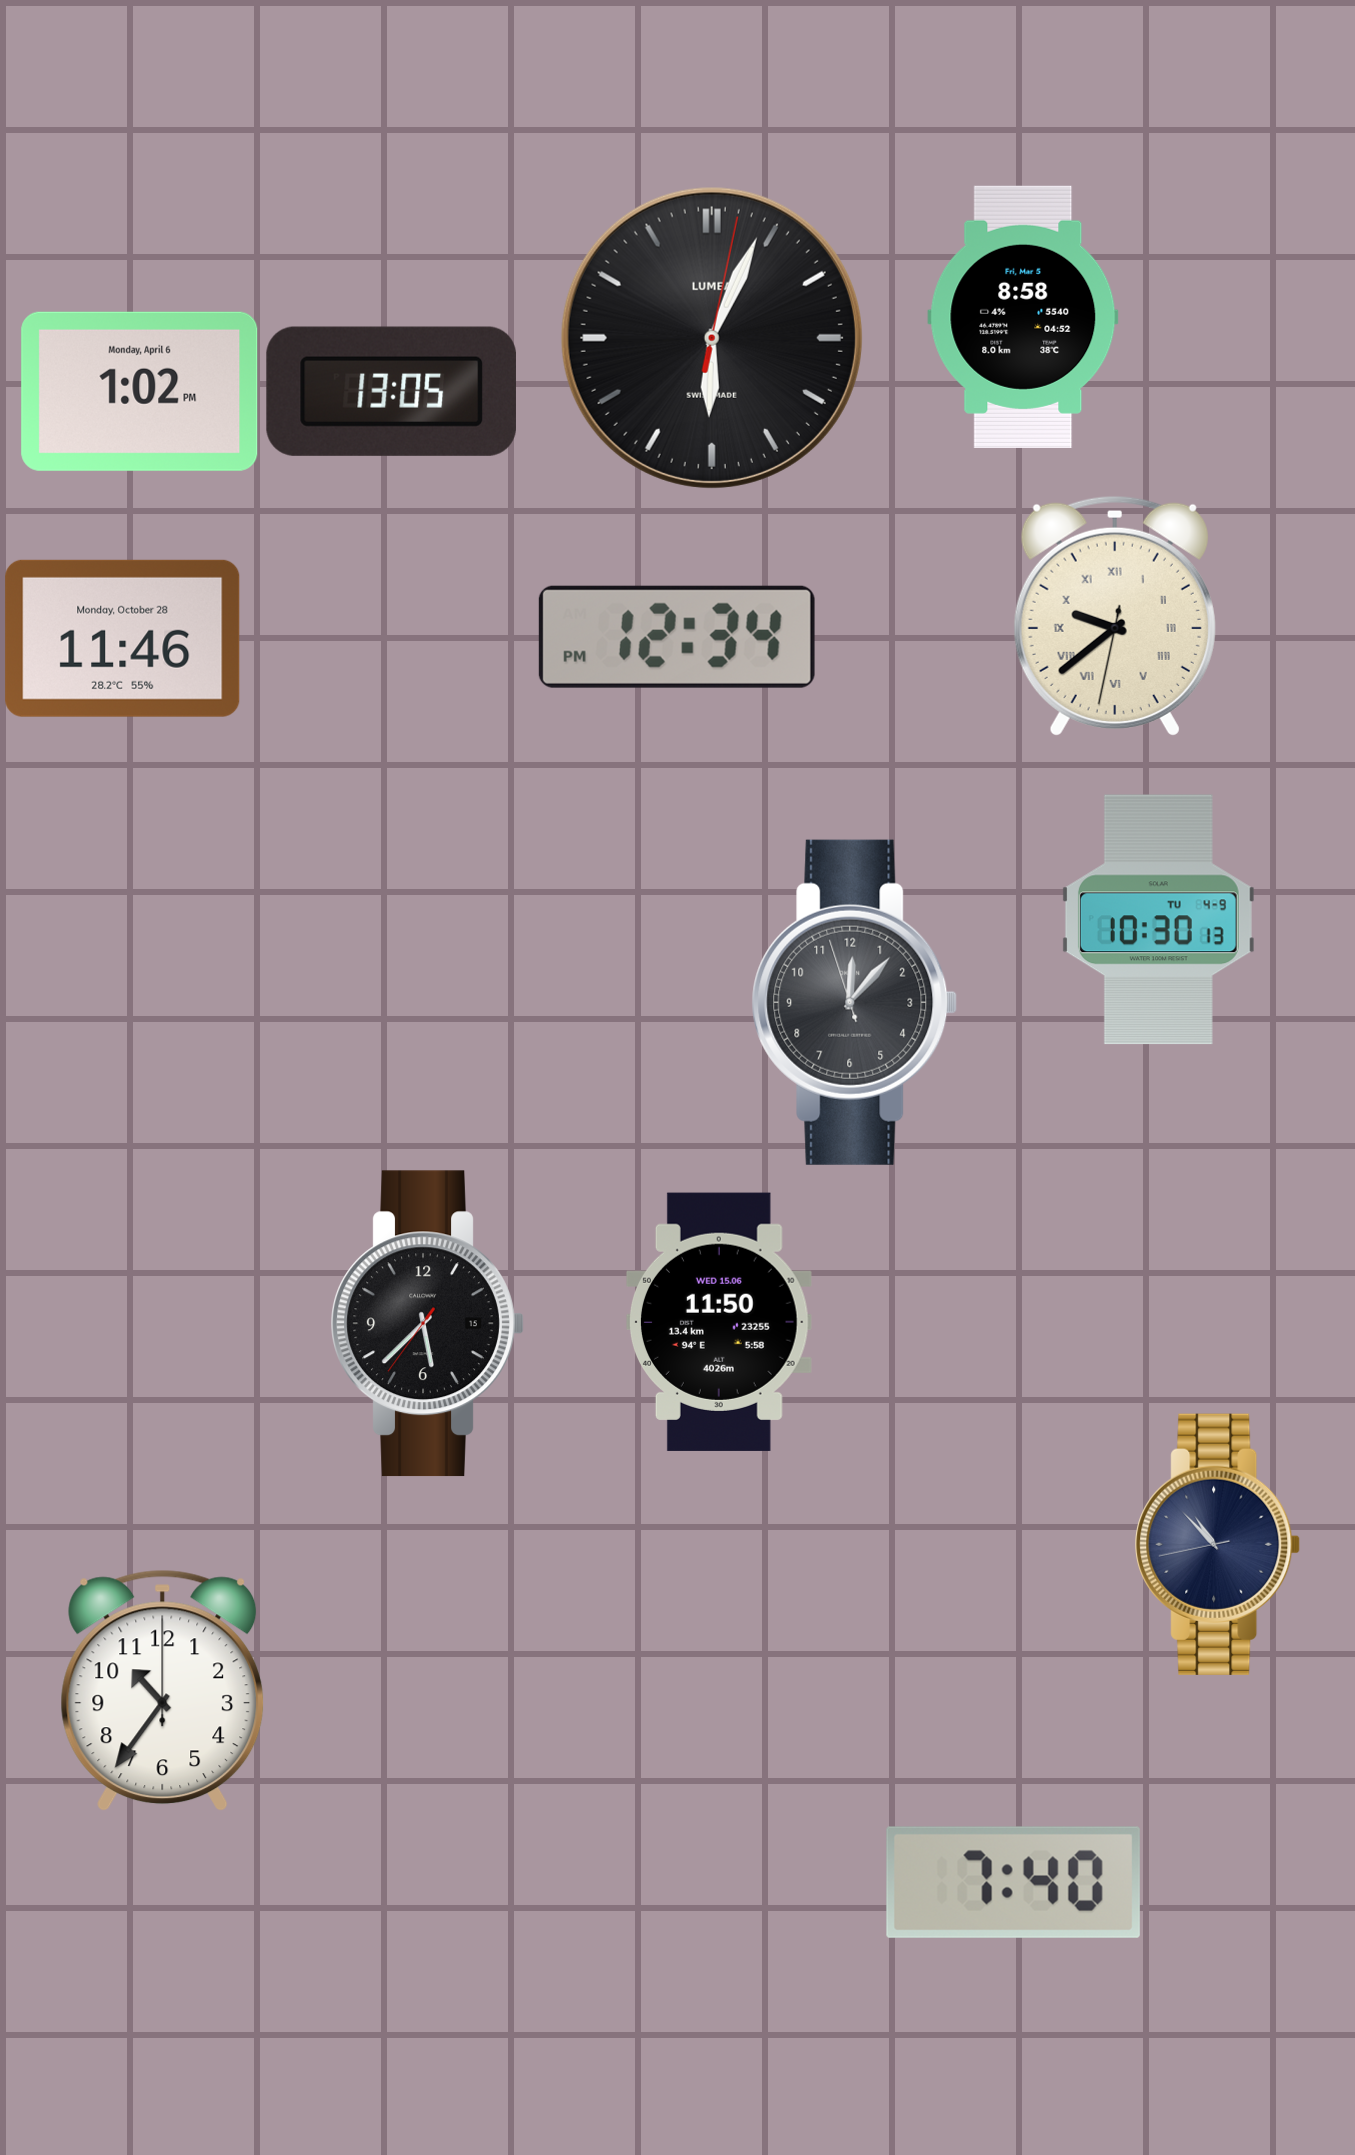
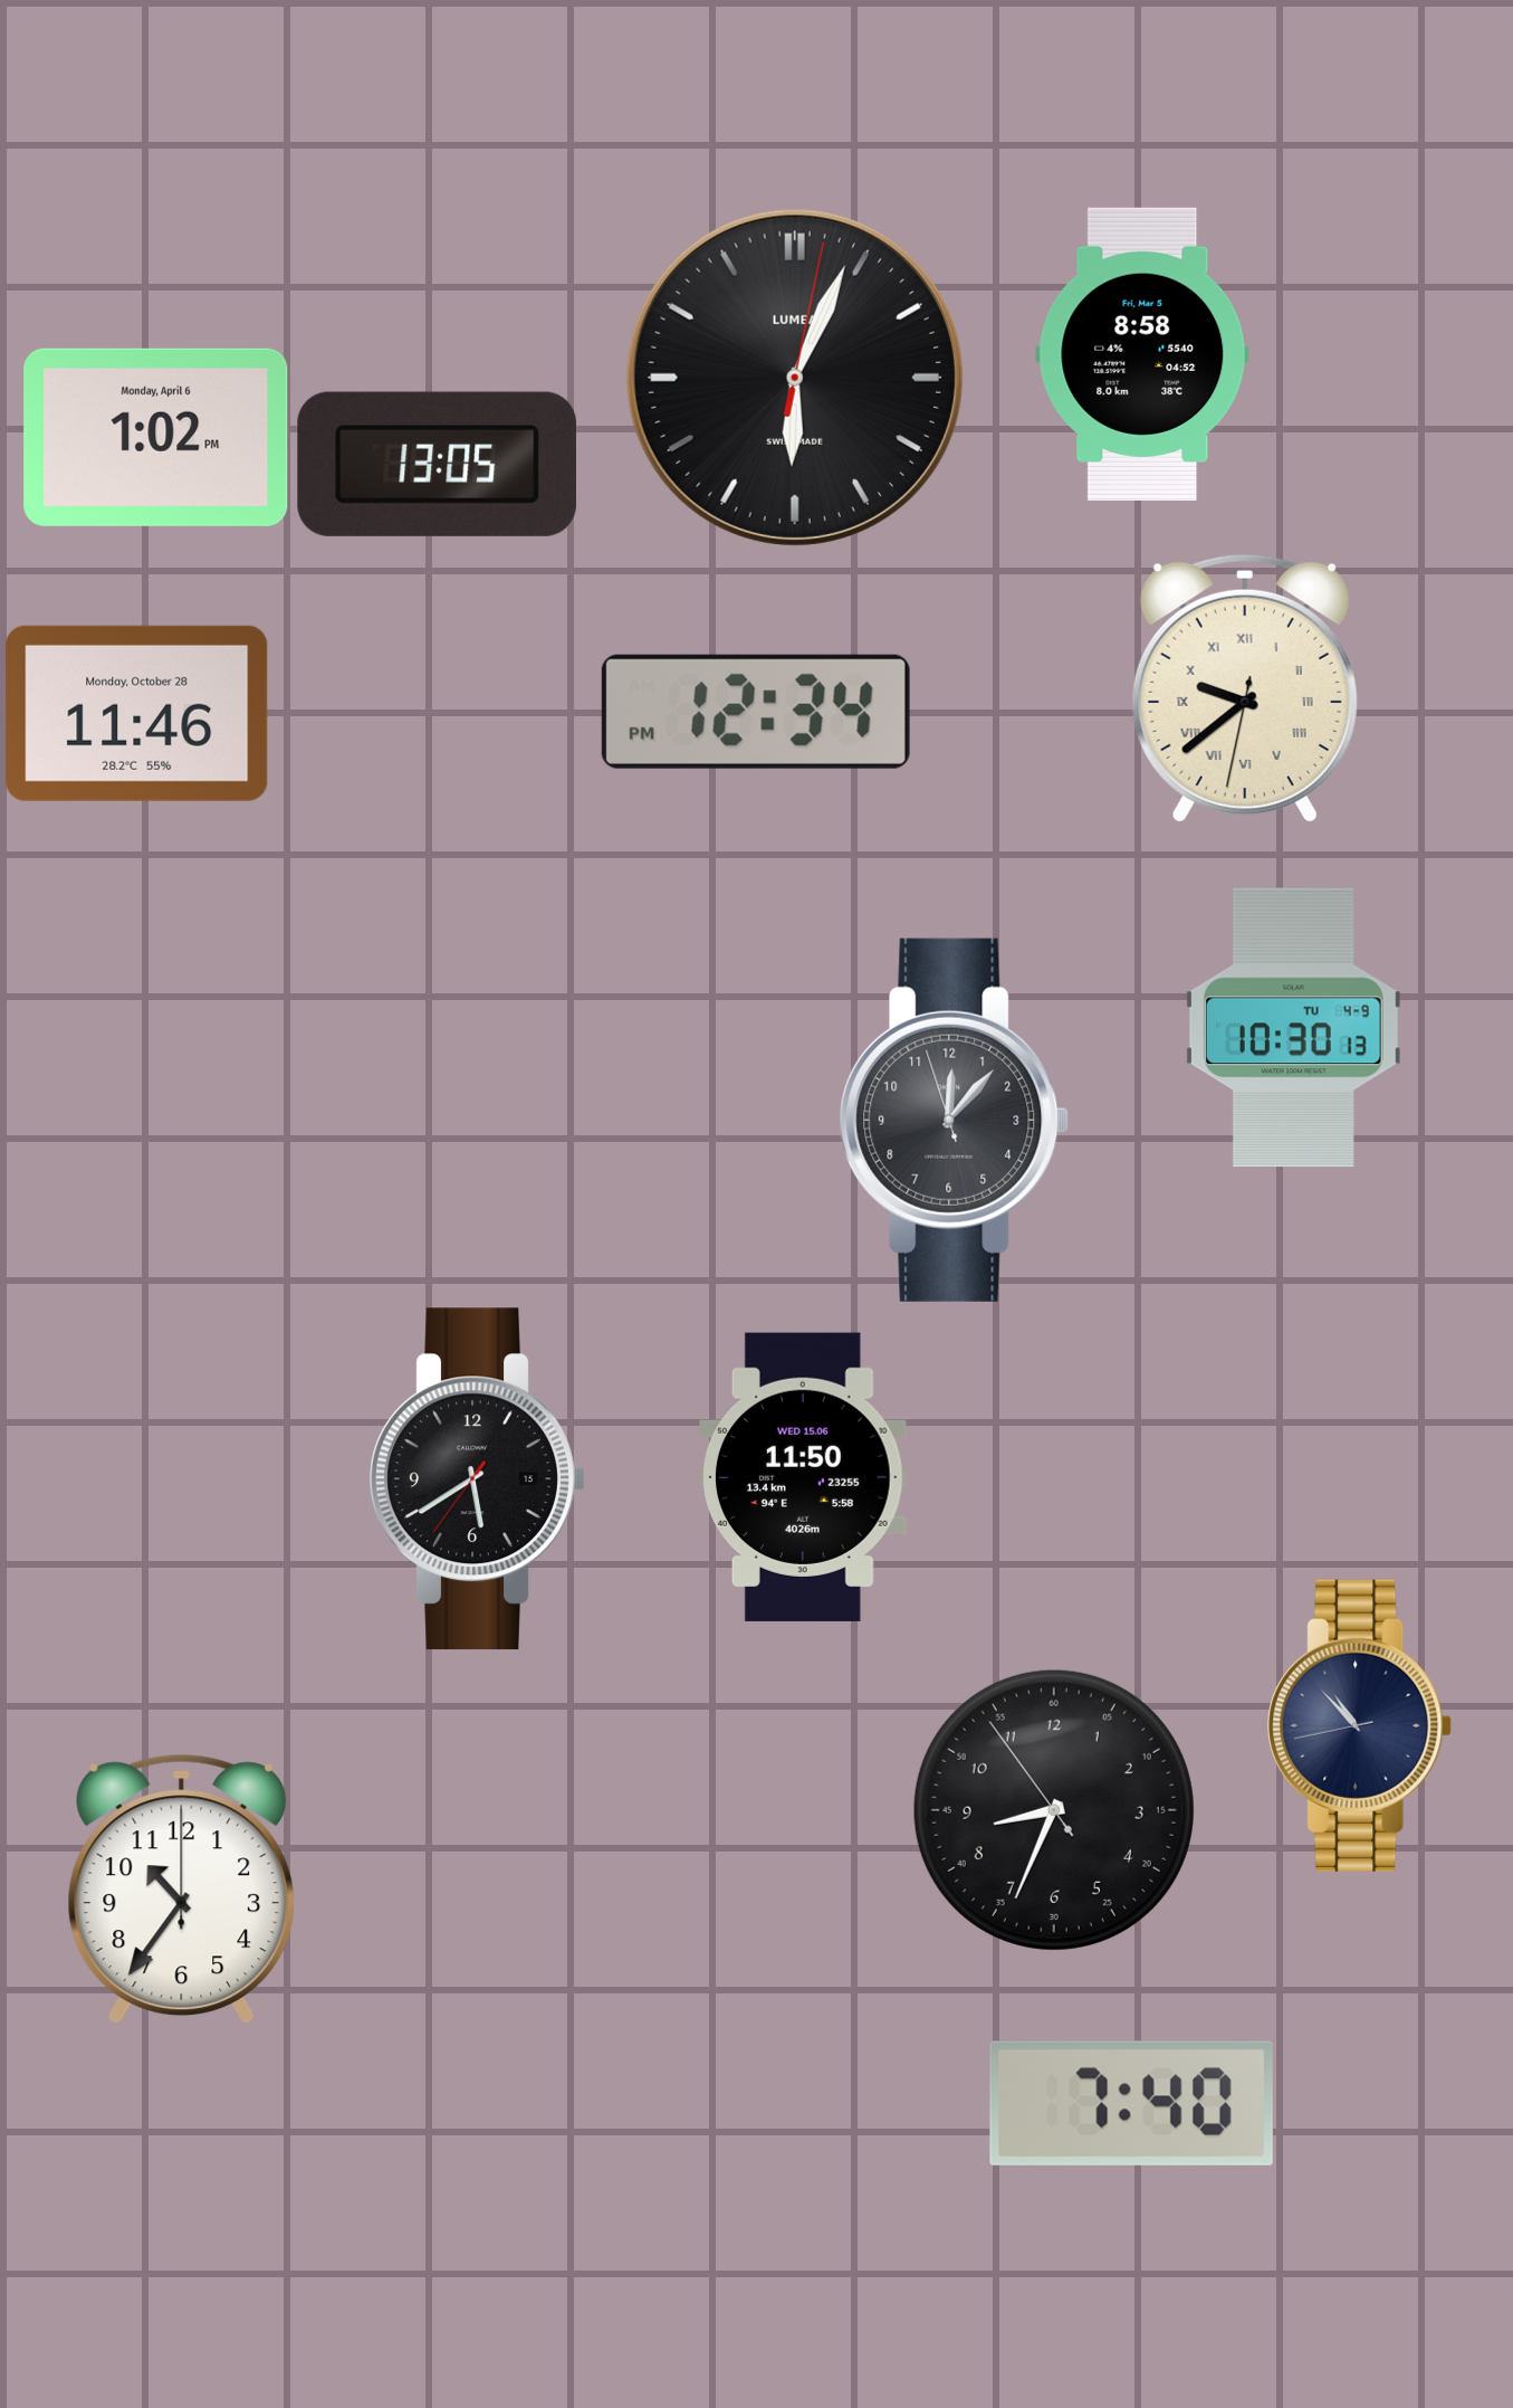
clock at (391, 391) position: (391, 391) -> (437, 464)
clock at (427, 1324): 5:37 -> 5:39
clock at (1054, 1810): none -> 8:33
